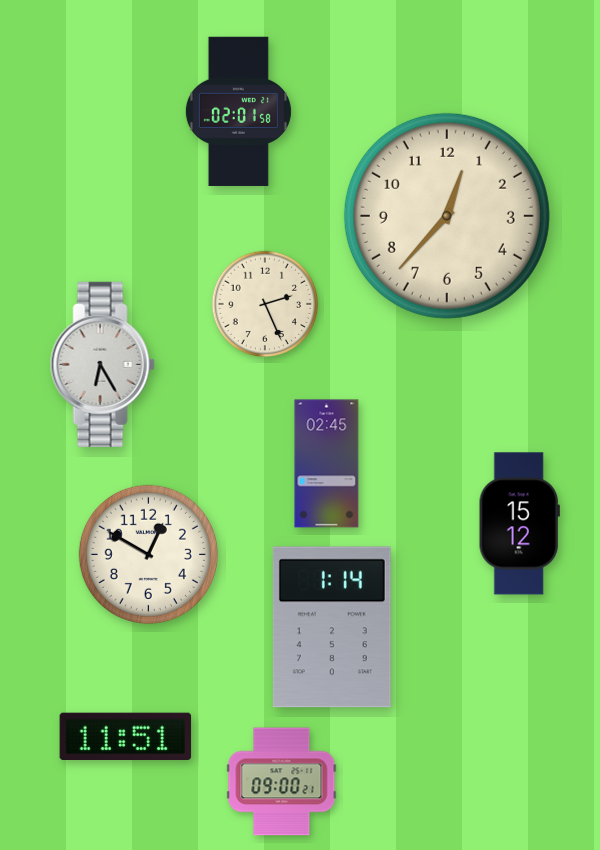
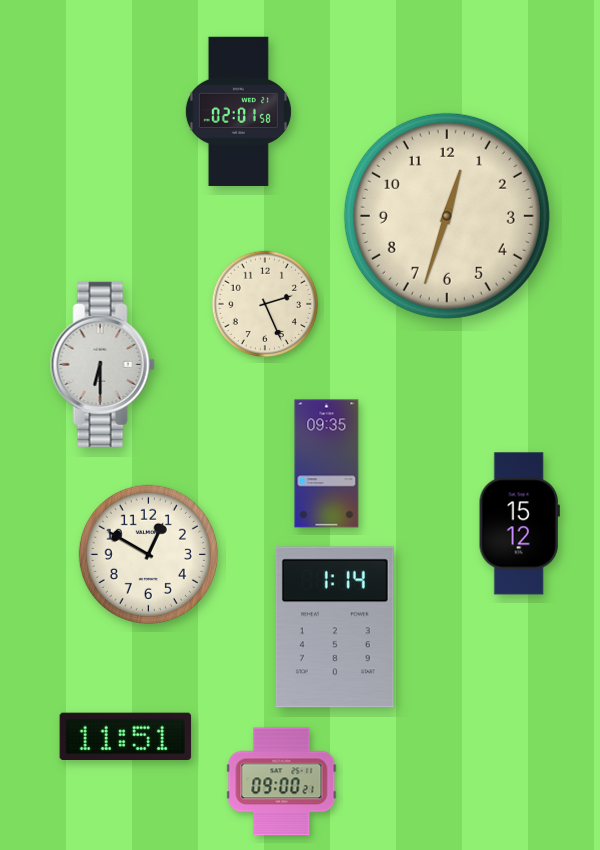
clock at (447, 216): 12:37 -> 12:33
clock at (102, 364): 6:25 -> 6:30
clock at (327, 464): 02:45 -> 09:35
clock at (332, 627) position: (332, 627) -> (335, 627)
